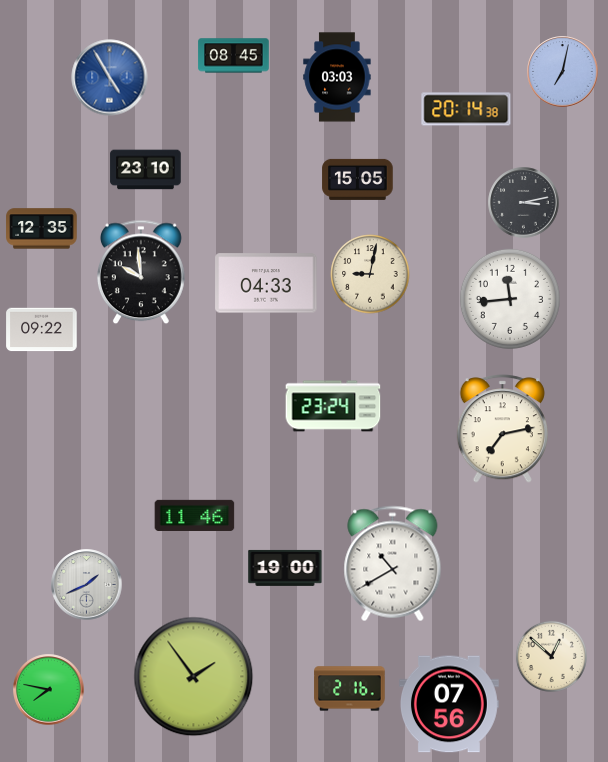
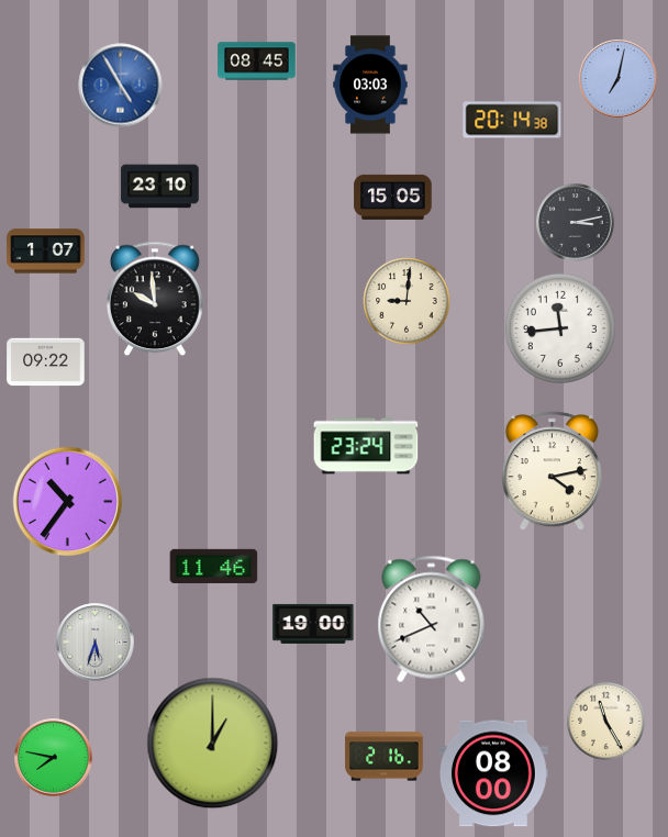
clock at (42, 229): 12:35 -> 1:07
clock at (370, 274): 9:02 -> 9:01
clock at (266, 283): 04:33 -> none
clock at (502, 429): 7:13 -> 4:13
clock at (68, 502): none -> 10:36
clock at (393, 564): 10:40 -> 10:41
clock at (87, 585): 1:41 -> 5:33
clock at (551, 656): 12:52 -> 11:25
clock at (194, 677): 1:54 -> 1:00
clock at (449, 704): 07:56 -> 08:00
